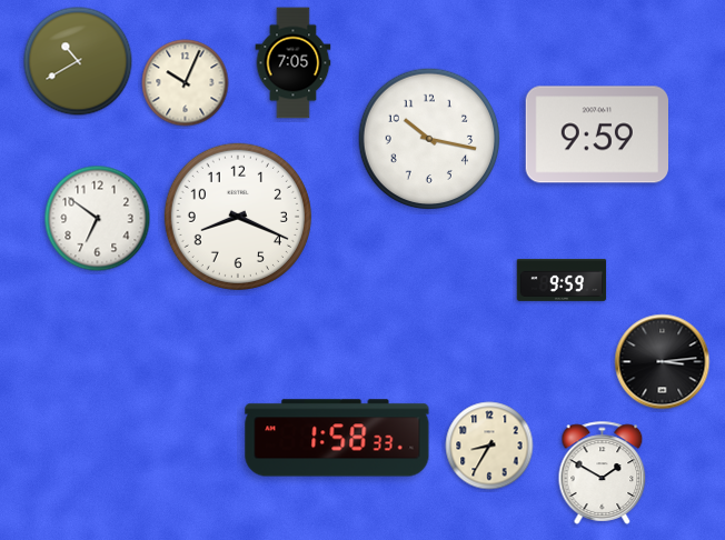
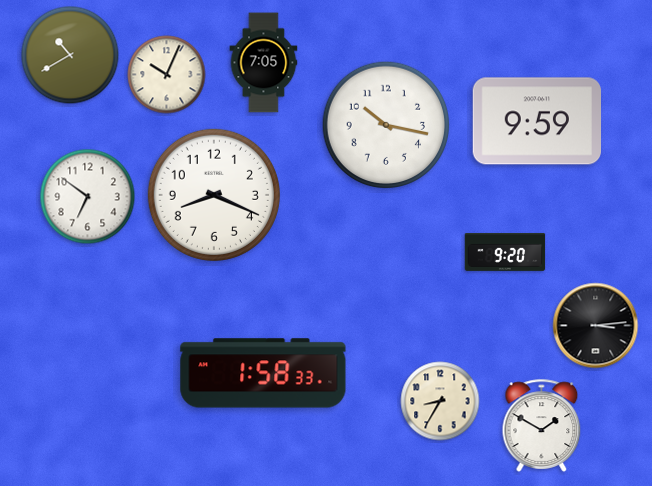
clock at (294, 63) position: (294, 63) -> (264, 63)
clock at (562, 281): 9:59 -> 9:20
clock at (337, 438) position: (337, 438) -> (263, 373)
